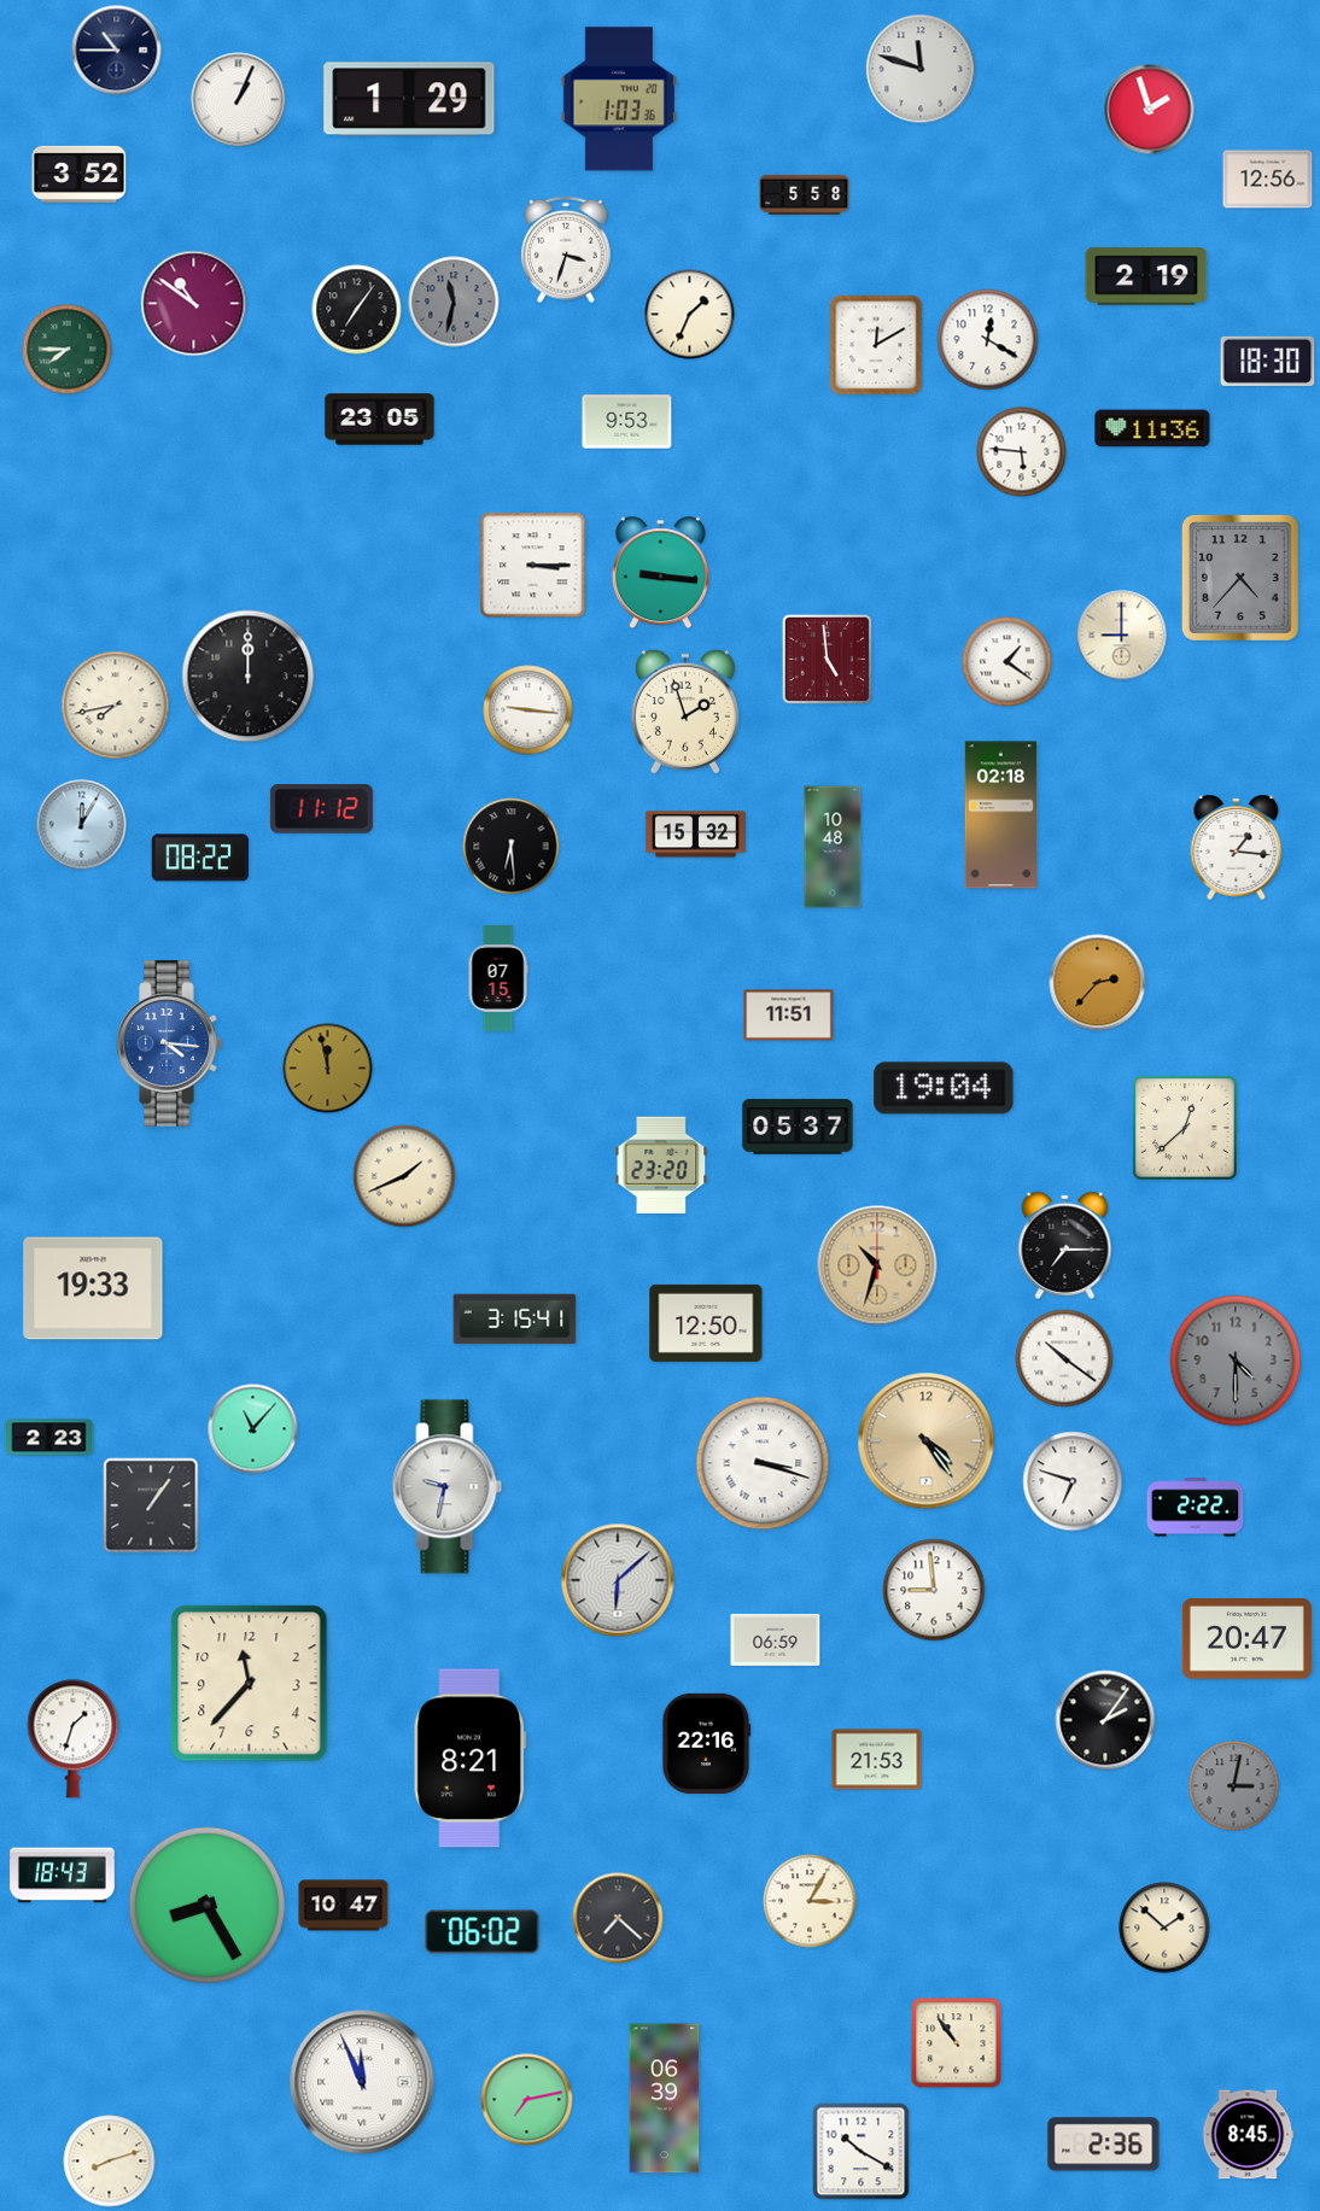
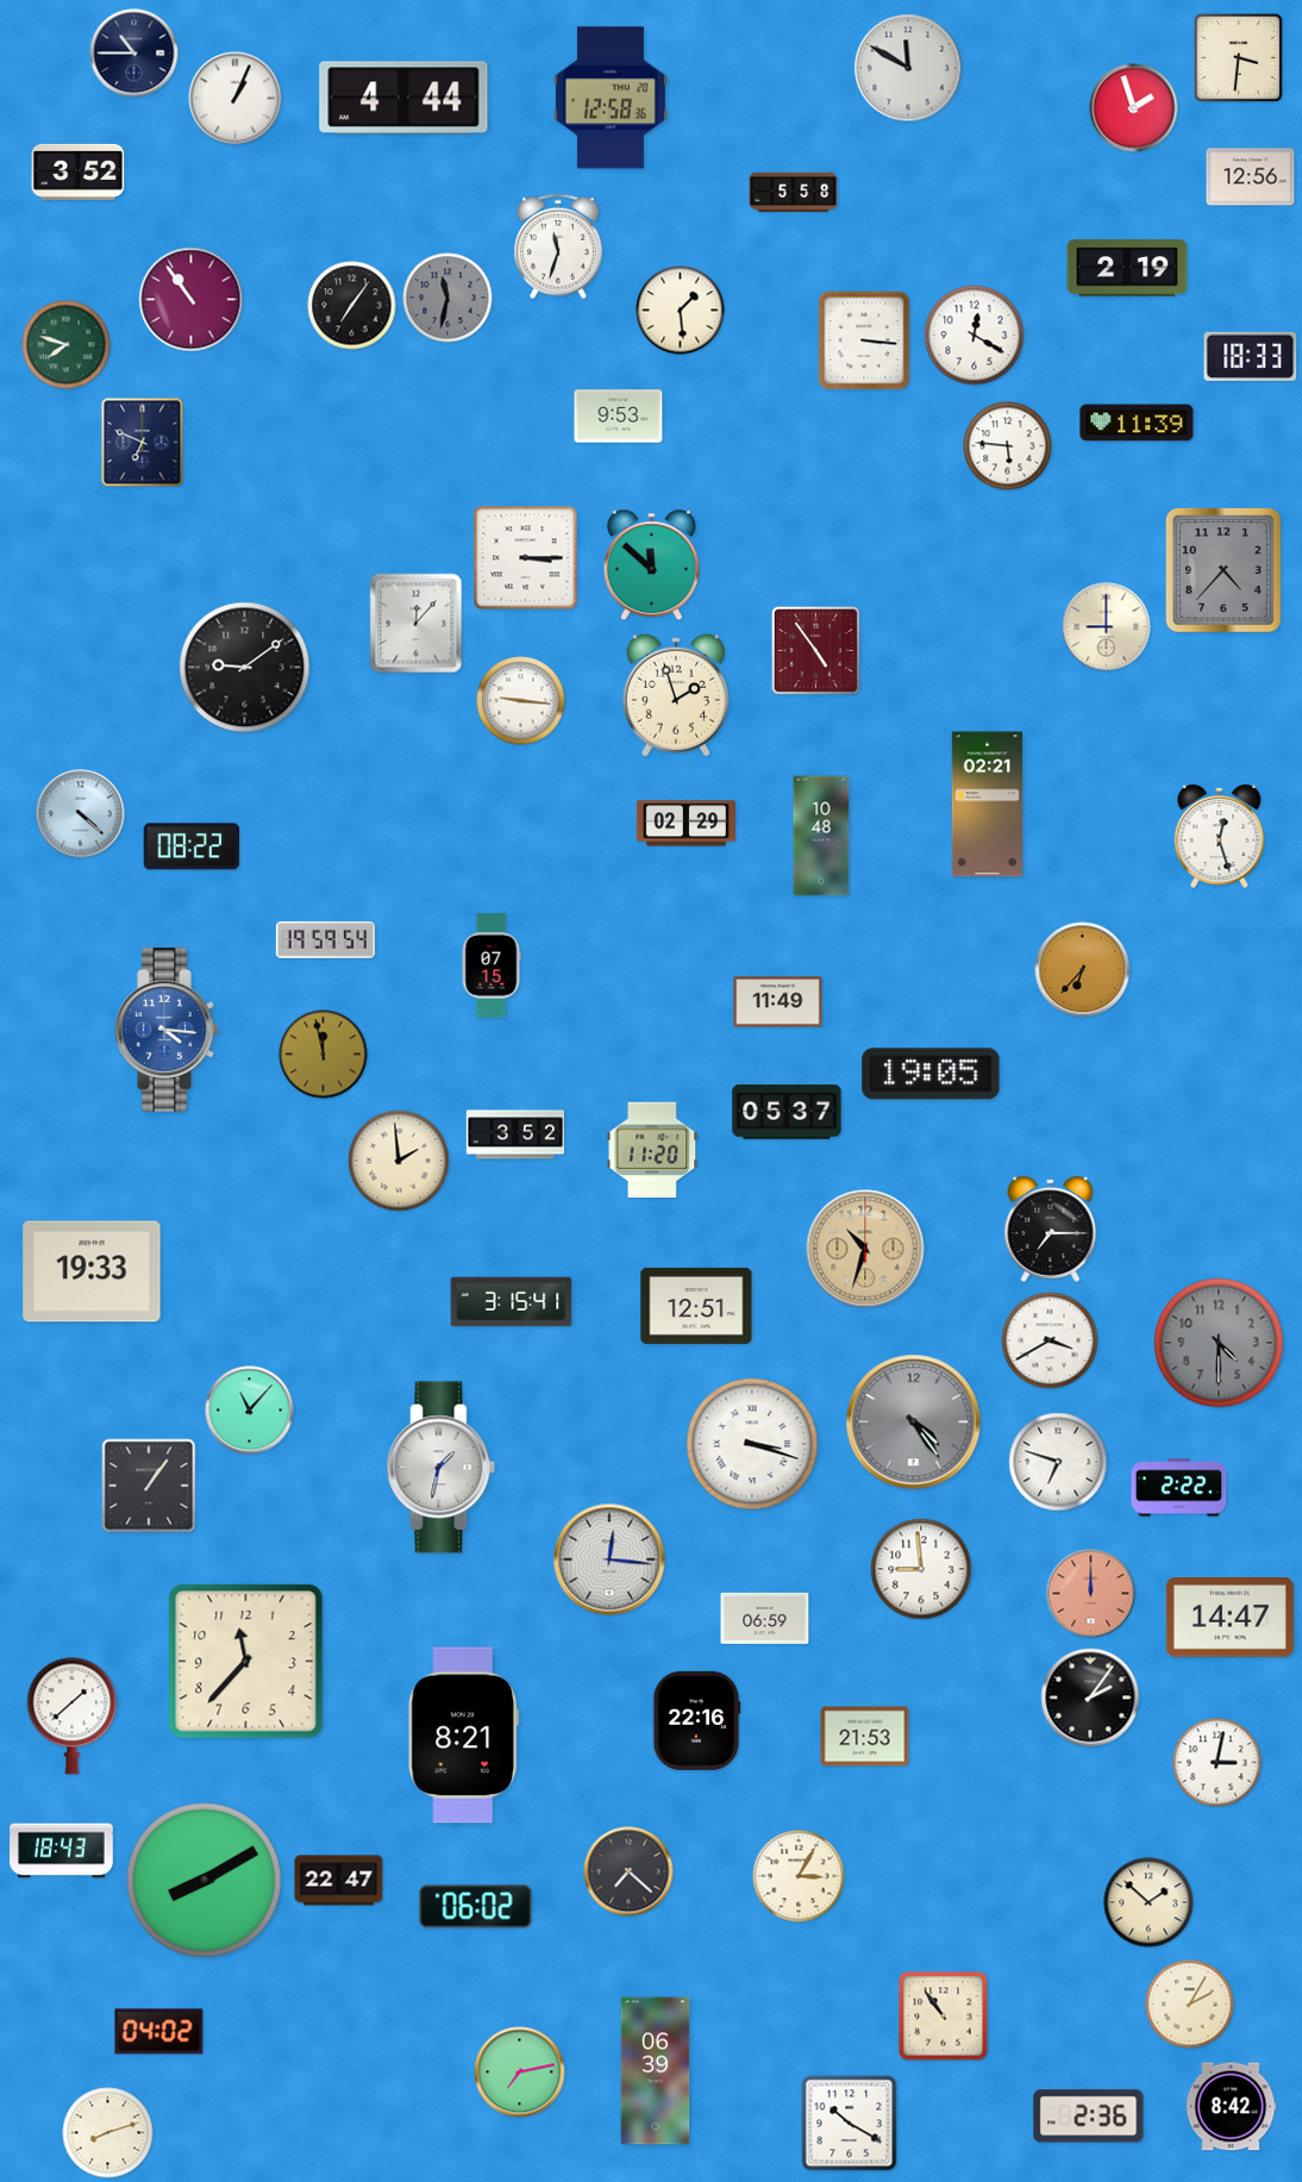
clock at (117, 51) position: (117, 51) -> (134, 54)
clock at (1238, 57): none -> 3:31
clock at (921, 69): 11:48 -> 11:50
clock at (409, 99): 1:29 -> 4:44
clock at (619, 99): 1:03 -> 12:58
clock at (567, 250): 3:33 -> 11:33
clock at (1146, 276) position: (1146, 276) -> (1127, 268)
clock at (194, 304): 10:51 -> 10:54
clock at (690, 315): 1:34 -> 1:29
clock at (876, 345): 12:10 -> 3:16
clock at (68, 350): 7:45 -> 7:48
clock at (1268, 361): 18:30 -> 18:33
clock at (380, 420): 23:05 -> none
clock at (1152, 428): 11:36 -> 11:39
clock at (143, 443): none -> 6:49
clock at (660, 573): 9:16 -> 11:52
clock at (417, 624): none -> 12:07
clock at (827, 659): 4:59 -> 4:54
clock at (1007, 662): 1:21 -> none
clock at (249, 677): 12:00 -> 9:09
clock at (116, 706): 7:43 -> none
clock at (685, 712) position: (685, 712) -> (676, 695)
clock at (321, 809): 11:12 -> none
clock at (1000, 815): 02:18 -> 02:21
clock at (82, 825): 12:05 -> 4:22
clock at (695, 835): 15:32 -> 02:29
clock at (512, 847): 6:29 -> none
clock at (1237, 847): 1:16 -> 12:27
clock at (200, 858) position: (200, 858) -> (192, 846)
clock at (325, 939): none -> 19:59
clock at (1098, 983): 2:37 -> 6:37
clock at (789, 1016): 11:51 -> 11:49
clock at (944, 1088): 19:04 -> 19:05
clock at (1185, 1128): 12:38 -> none
clock at (514, 1134): none -> 3:52
clock at (661, 1165): 23:20 -> 11:20
clock at (404, 1176): 1:41 -> 1:59
clock at (515, 1320) position: (515, 1320) -> (512, 1302)
clock at (706, 1323): 12:50 -> 12:51
clock at (1064, 1358): 10:21 -> 3:40
clock at (49, 1438): 2:23 -> none
clock at (927, 1441) dial: champagne -> grey
clock at (448, 1487): 9:32 -> 1:32
clock at (618, 1580): 6:08 -> 12:16
clock at (1091, 1594): none -> 12:00
clock at (1246, 1639): 20:47 -> 14:47
clock at (74, 1739): 1:33 -> 1:38
clock at (1234, 1786) dial: grey -> white
clock at (206, 1905): 8:25 -> 8:10
clock at (344, 1906): 10:47 -> 22:47
clock at (618, 1918) position: (618, 1918) -> (628, 1871)
clock at (1190, 2005): none -> 2:05
clock at (159, 2032): none -> 04:02
clock at (362, 2082): 11:56 -> none
clock at (1248, 2135): 8:45 -> 8:42
